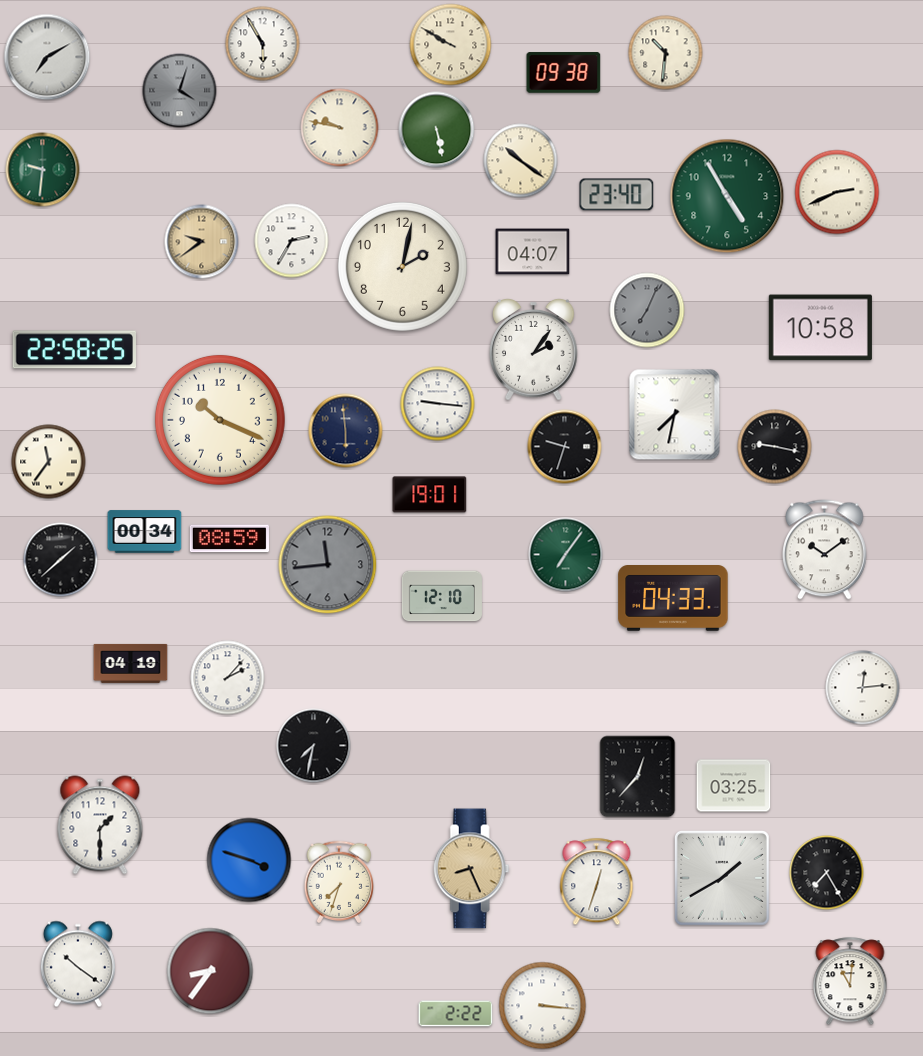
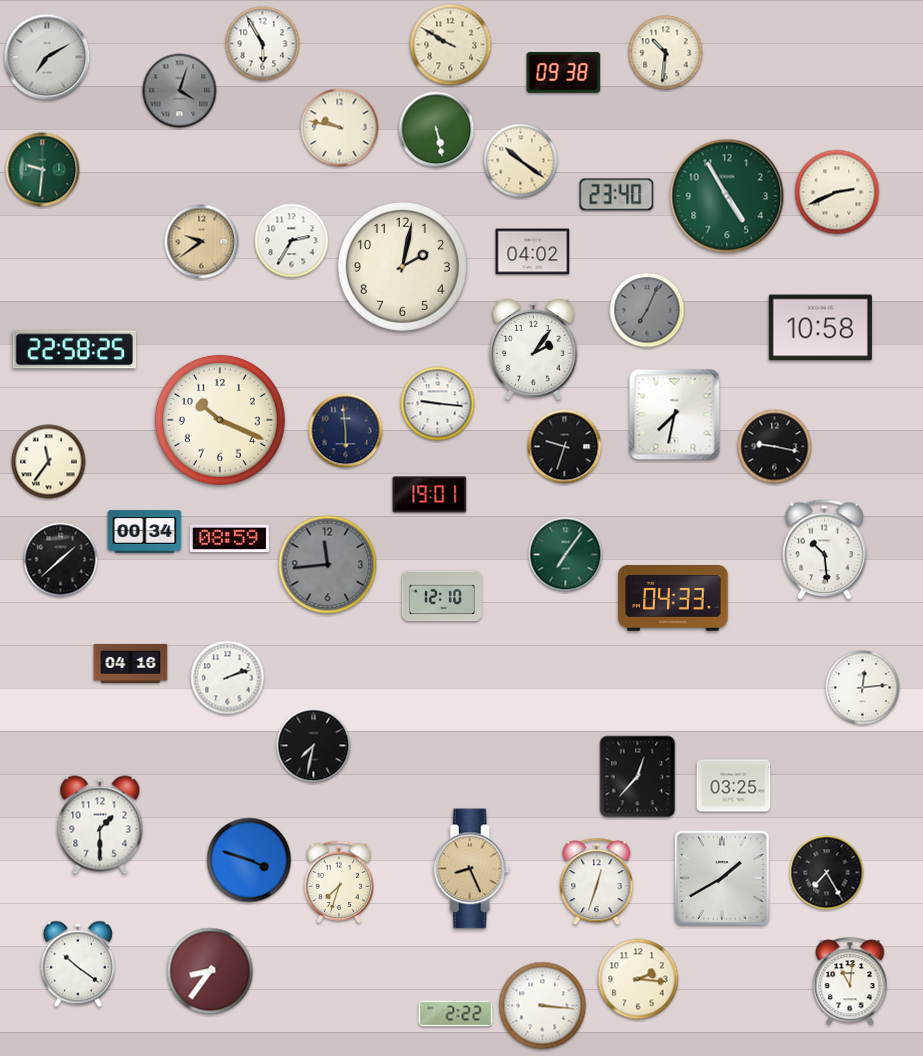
clock at (533, 252): 04:07 -> 04:02
clock at (825, 550): 10:09 -> 10:29
clock at (131, 663): 04:19 -> 04:16
clock at (228, 678): 2:07 -> 2:12
clock at (638, 979): none -> 2:16
